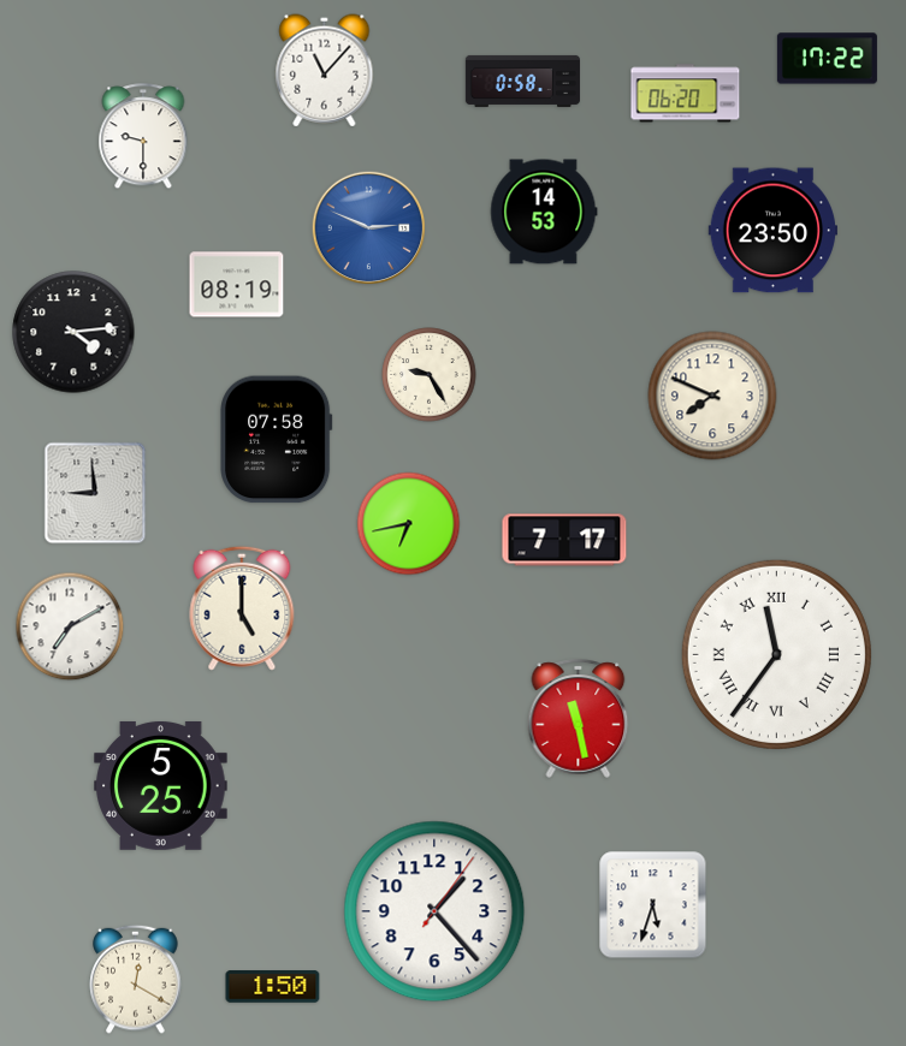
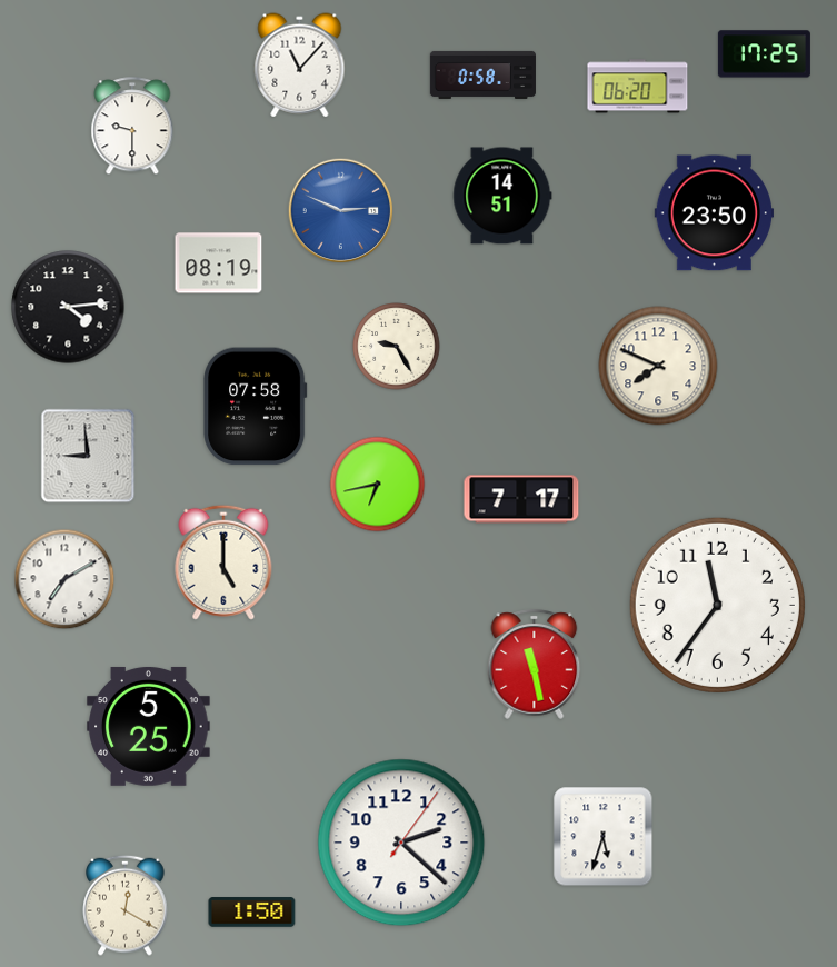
clock at (827, 59): 17:22 -> 17:25
clock at (686, 94) position: (686, 94) -> (638, 87)
clock at (544, 212): 14:53 -> 14:51
clock at (776, 654) numerals: Roman -> Arabic
clock at (434, 911): 1:23 -> 2:22
